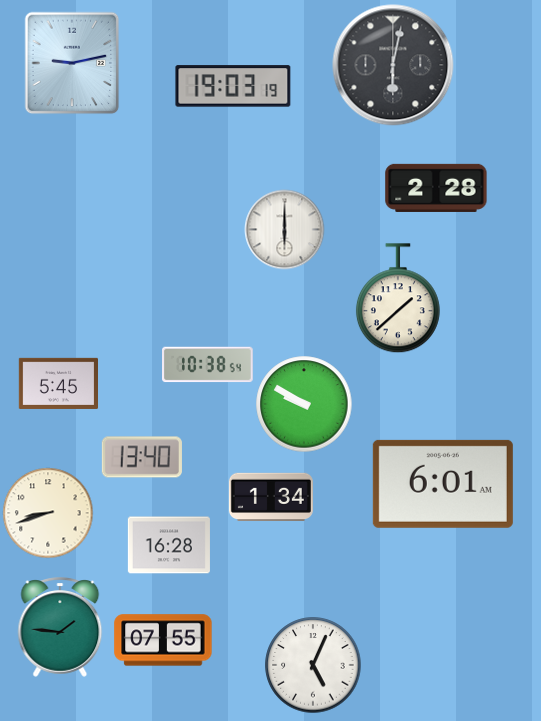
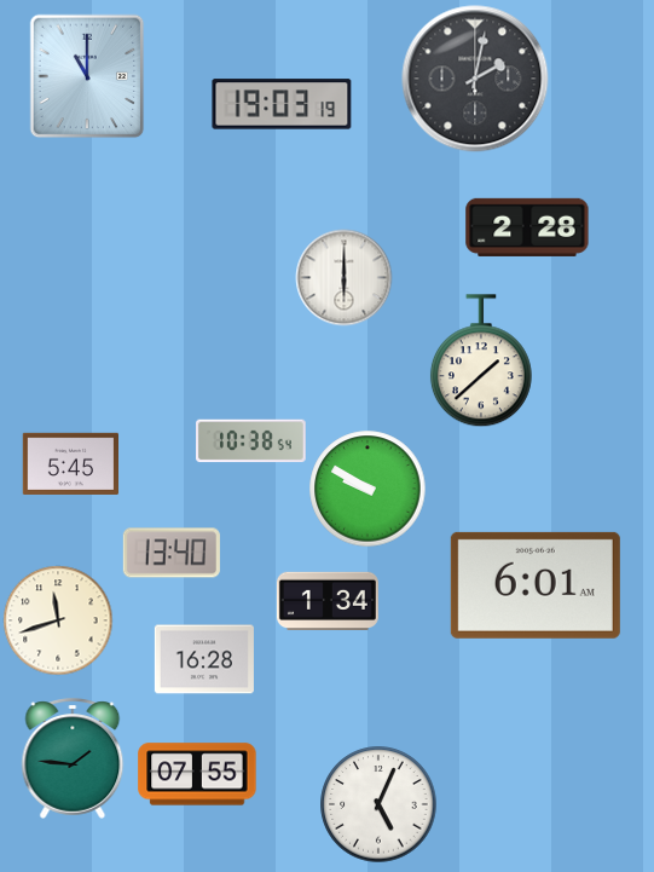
clock at (72, 63): 9:13 -> 11:00
clock at (393, 65): 6:02 -> 2:02
clock at (48, 513): 8:42 -> 11:42
